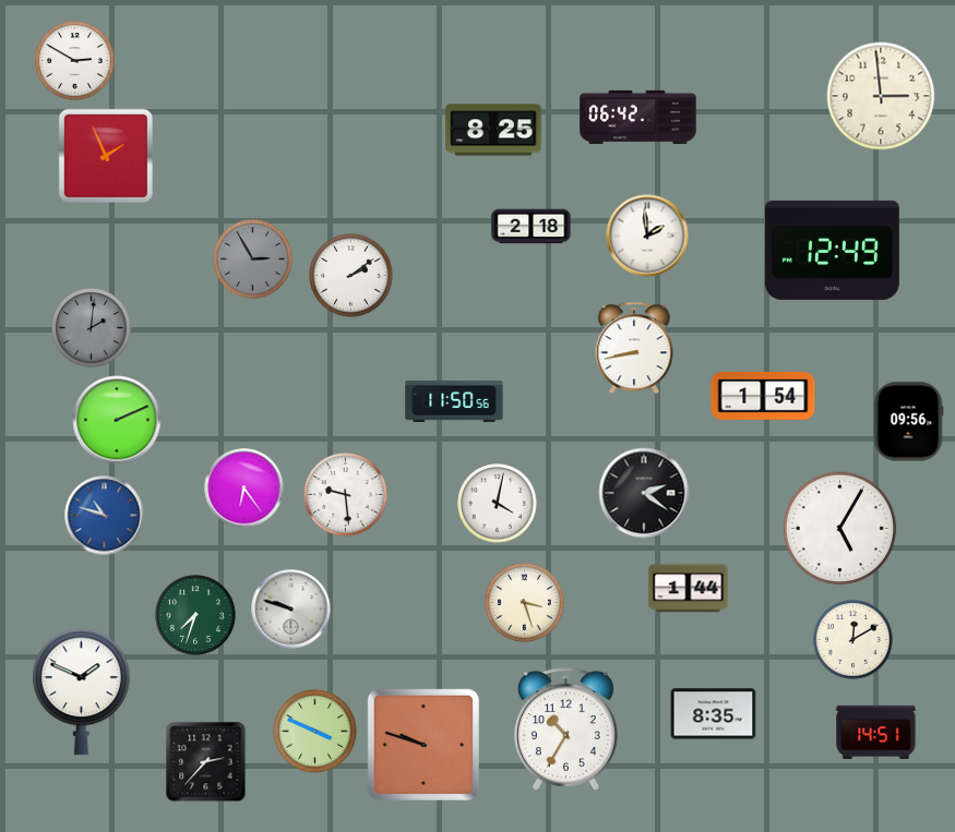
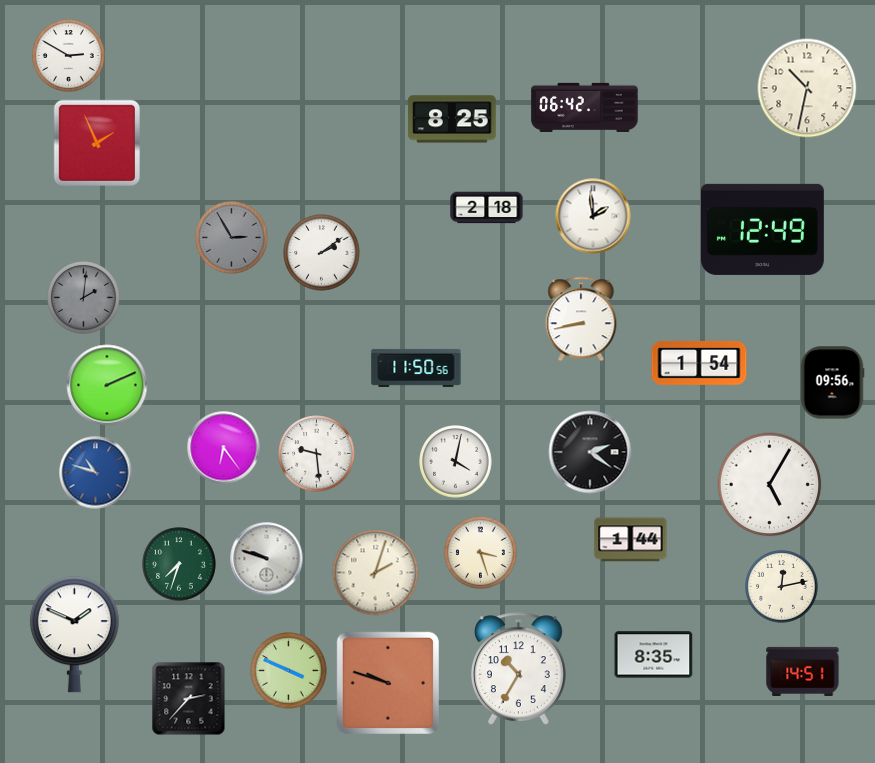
clock at (881, 96): 2:59 -> 10:32
clock at (92, 328) position: (92, 328) -> (84, 298)
clock at (908, 422) position: (908, 422) -> (832, 383)
clock at (376, 573): none -> 2:03
clock at (853, 640): 12:10 -> 12:13
